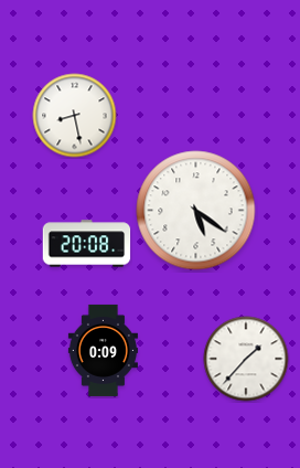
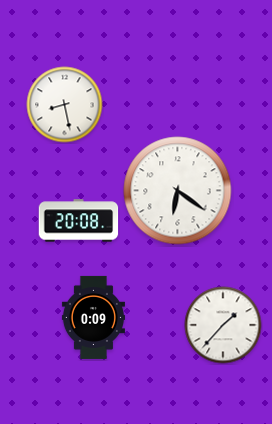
clock at (75, 116) position: (75, 116) -> (65, 105)
clock at (196, 211): 5:21 -> 6:21
